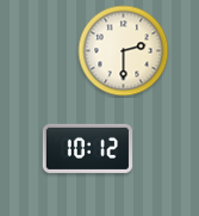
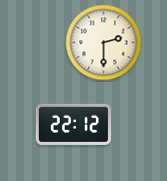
clock at (88, 148): 10:12 -> 22:12
